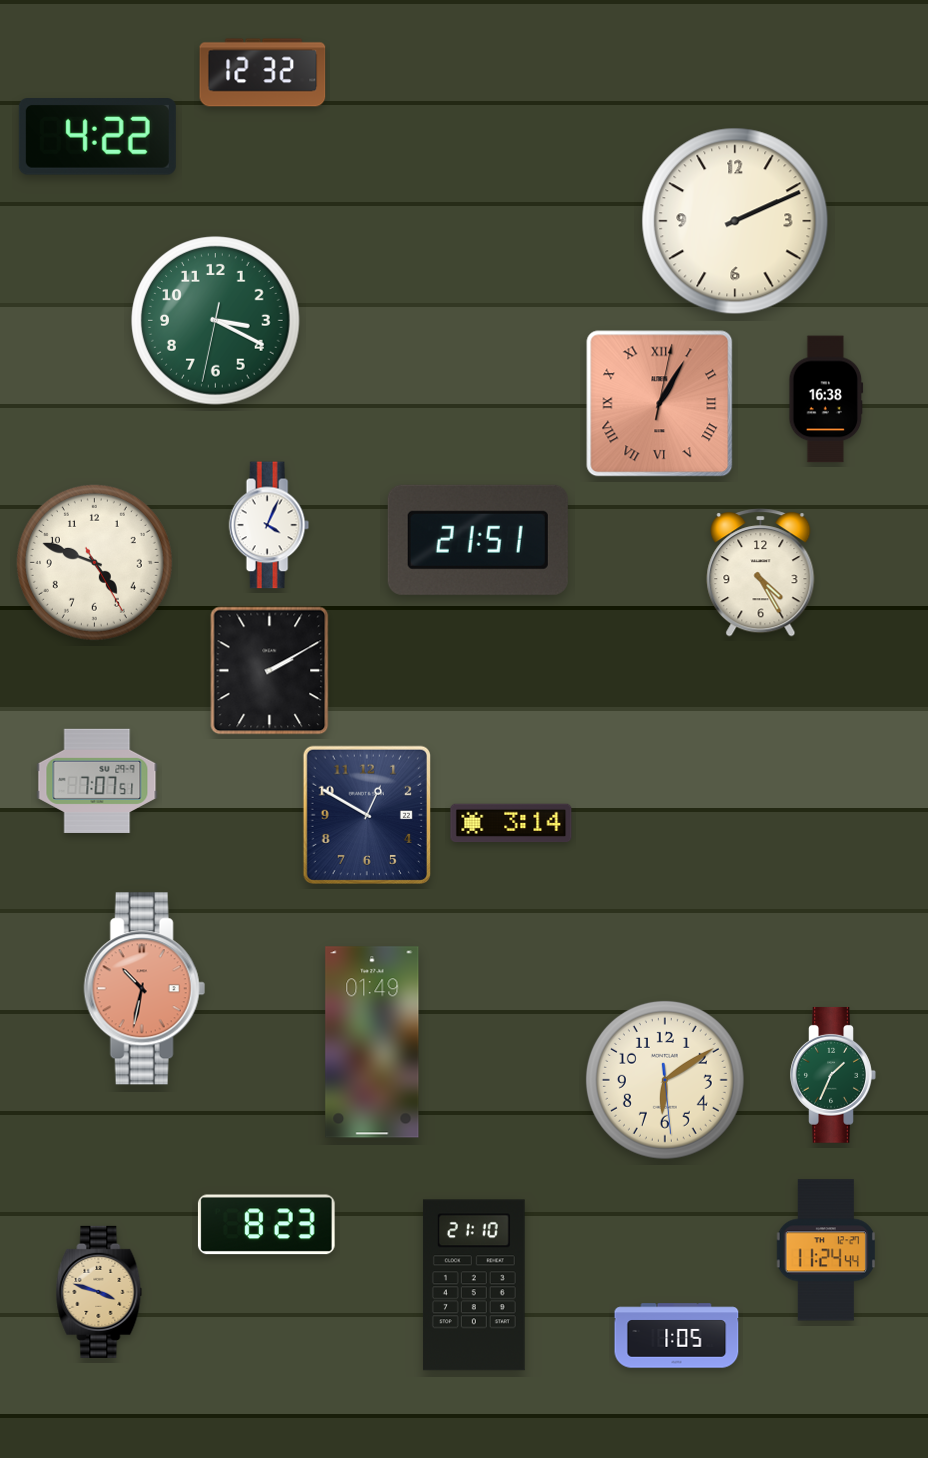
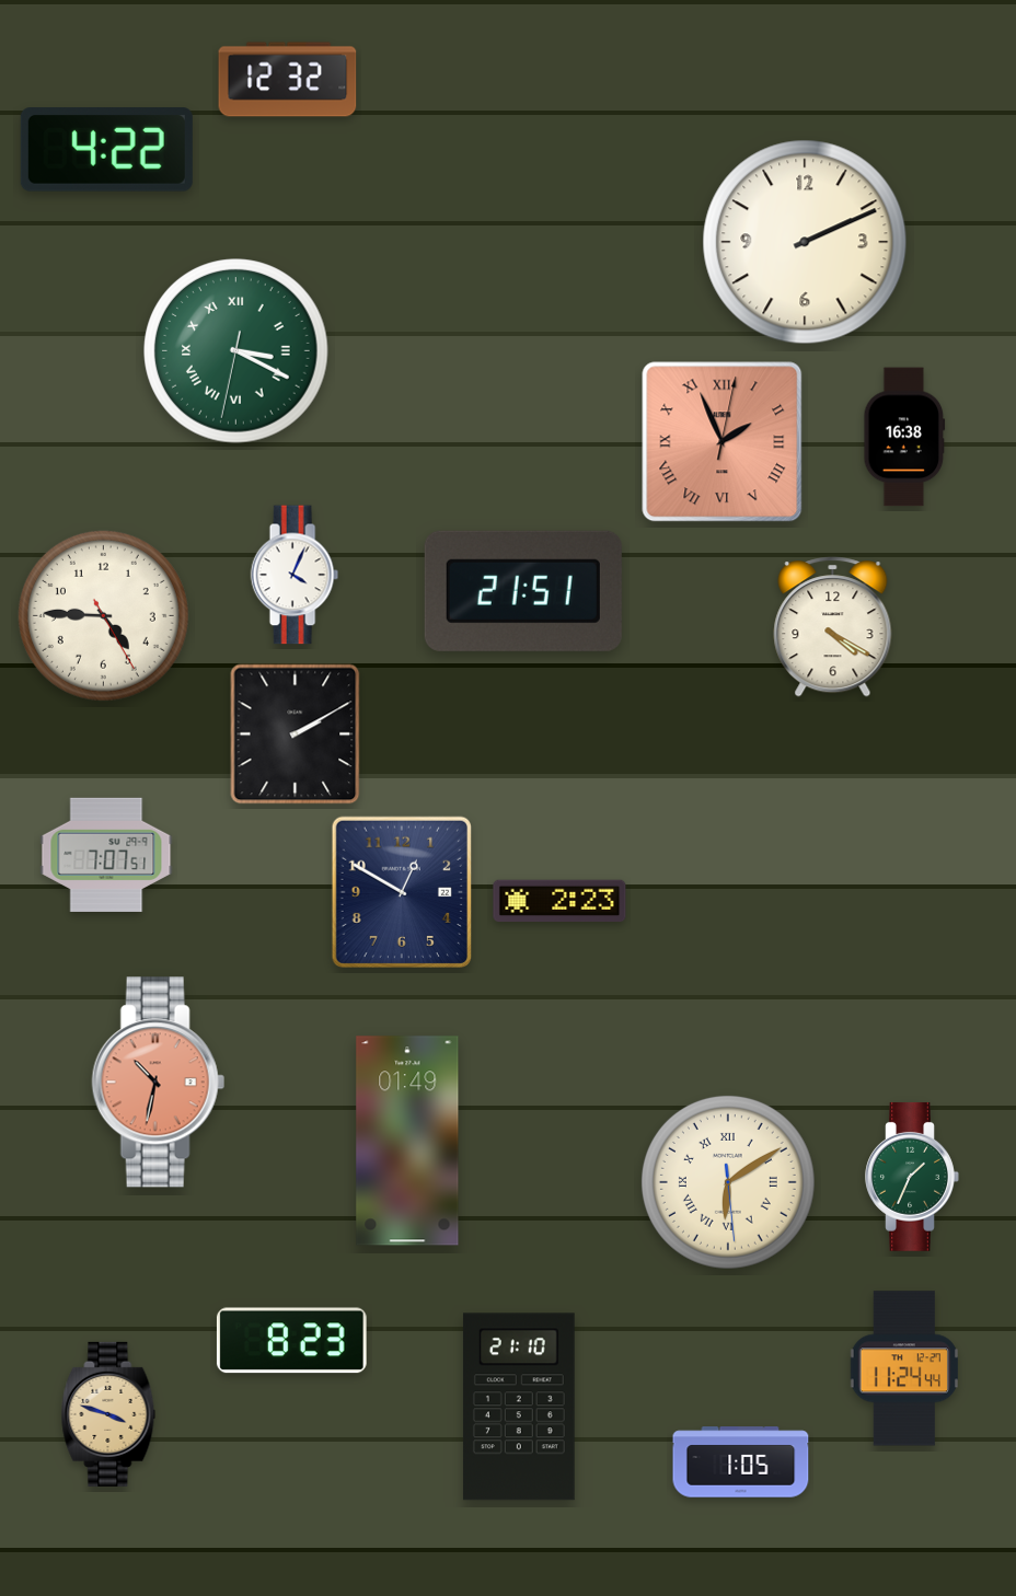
clock at (216, 321) numerals: Arabic -> Roman
clock at (660, 404): 1:05 -> 1:56
clock at (94, 562): 4:48 -> 4:45
clock at (761, 573): 4:25 -> 4:20
clock at (511, 823): 3:14 -> 2:23
clock at (665, 1080) numerals: Arabic -> Roman
